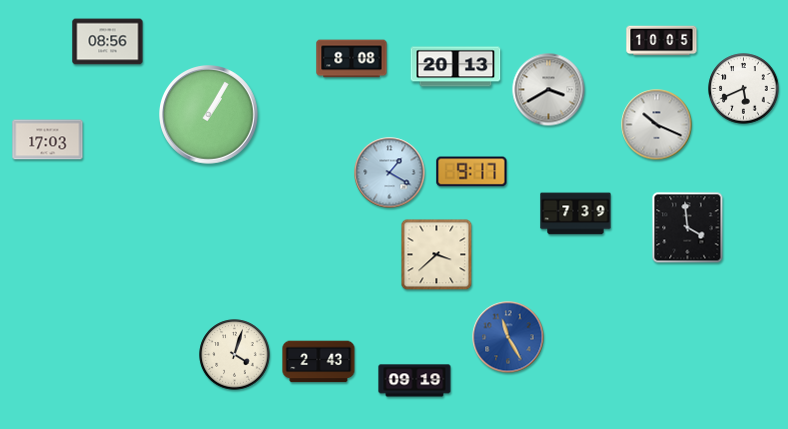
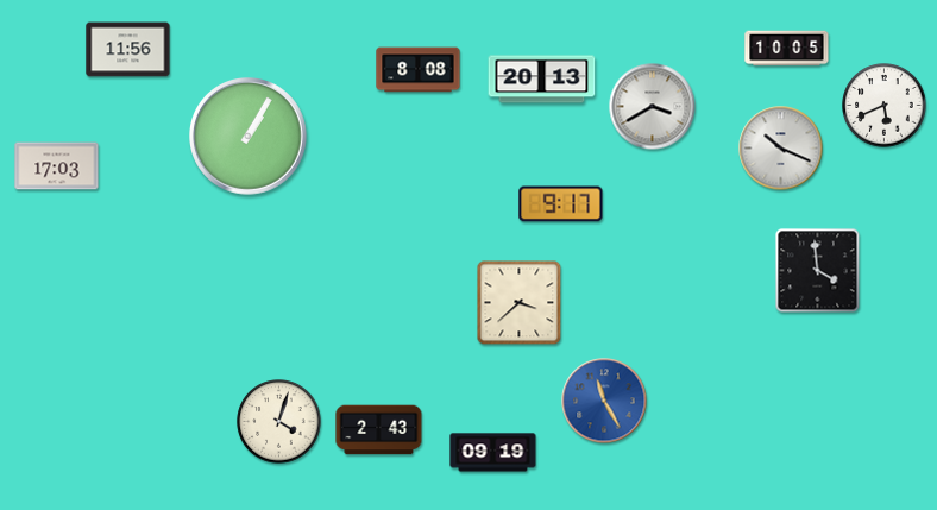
clock at (108, 42): 08:56 -> 11:56
clock at (390, 173): 1:20 -> none
clock at (576, 214): 7:39 -> none
